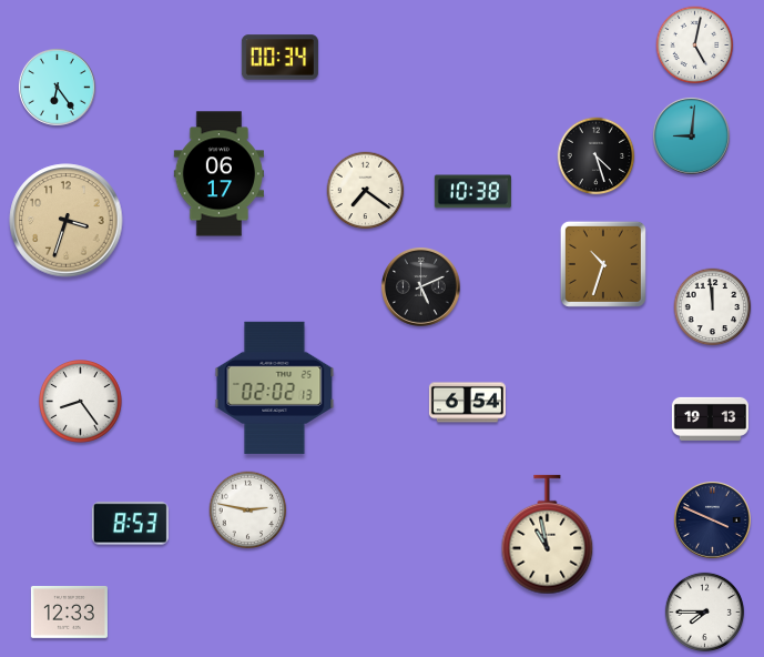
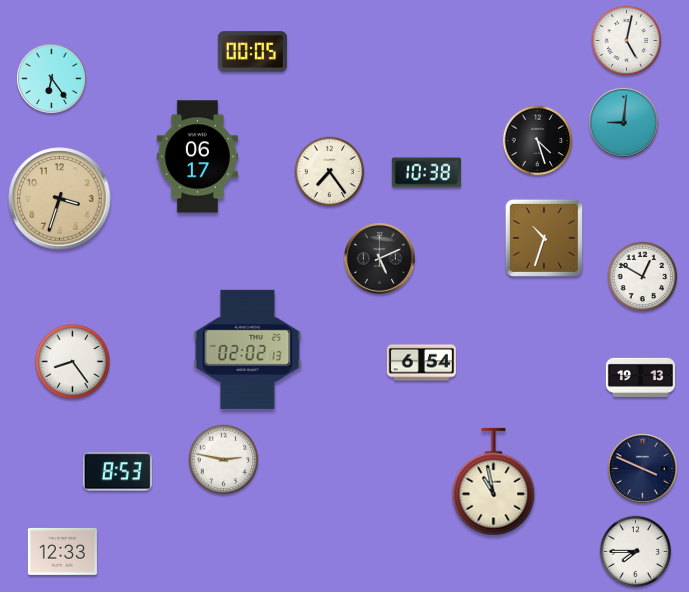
clock at (279, 58): 00:34 -> 00:05
clock at (366, 191): 7:21 -> 7:24
clock at (713, 307): 11:59 -> 12:50
